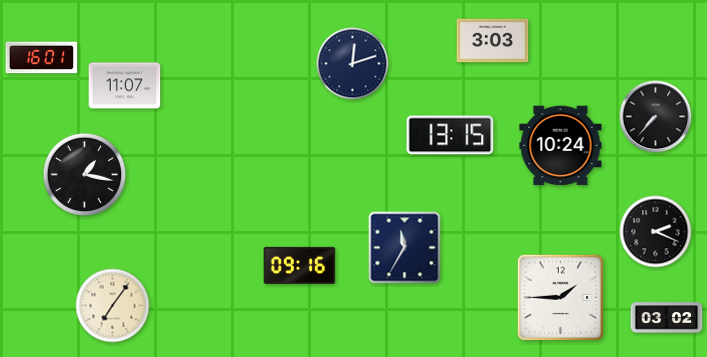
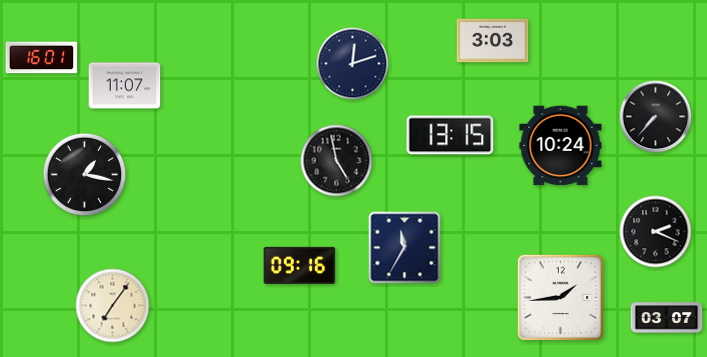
clock at (337, 161): none -> 4:58
clock at (561, 298): 1:45 -> 1:44
clock at (667, 318): 03:02 -> 03:07
